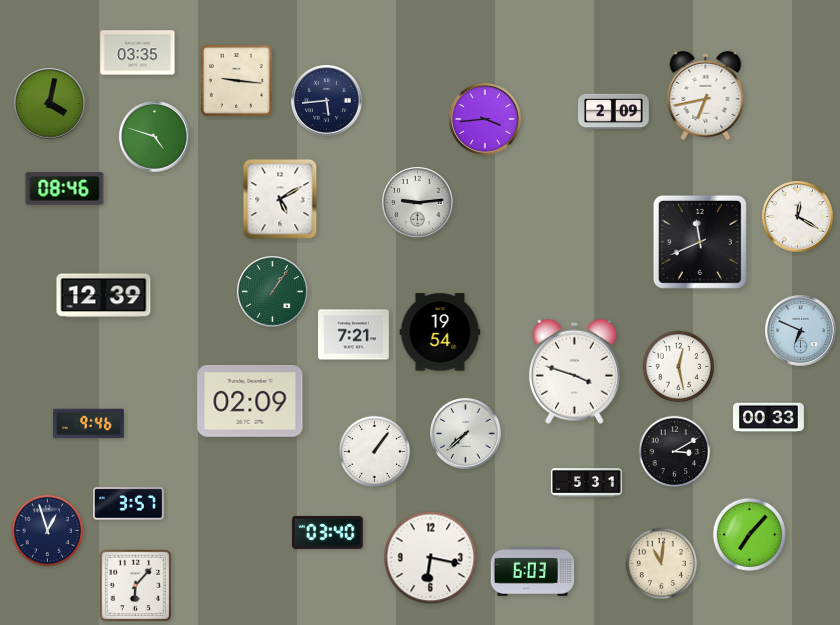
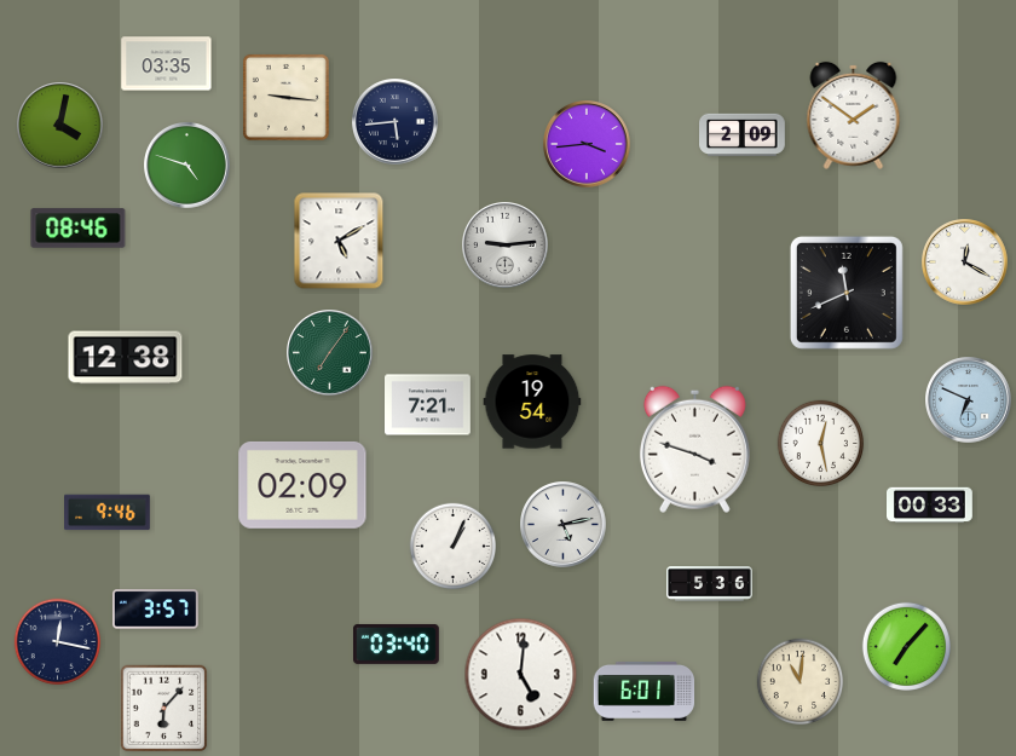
clock at (706, 95): 6:43 -> 1:51
clock at (273, 292): 1:06 -> 7:06
clock at (104, 296): 12:39 -> 12:38
clock at (466, 434): 7:38 -> 5:13
clock at (375, 452): 1:06 -> 1:04
clock at (675, 452): 3:10 -> none
clock at (587, 483): 5:31 -> 5:36
clock at (48, 531): 12:57 -> 12:17
clock at (431, 558): 6:17 -> 5:01
clock at (533, 571): 6:03 -> 6:01
